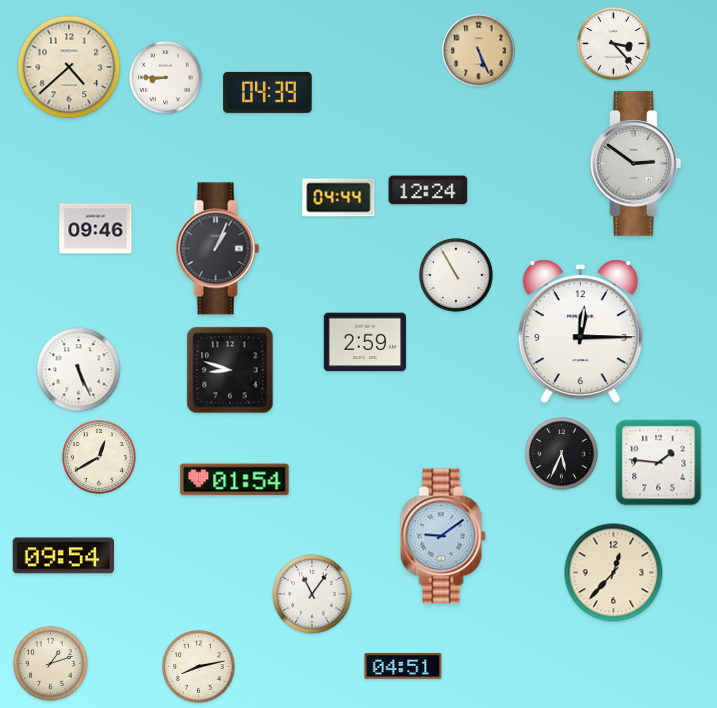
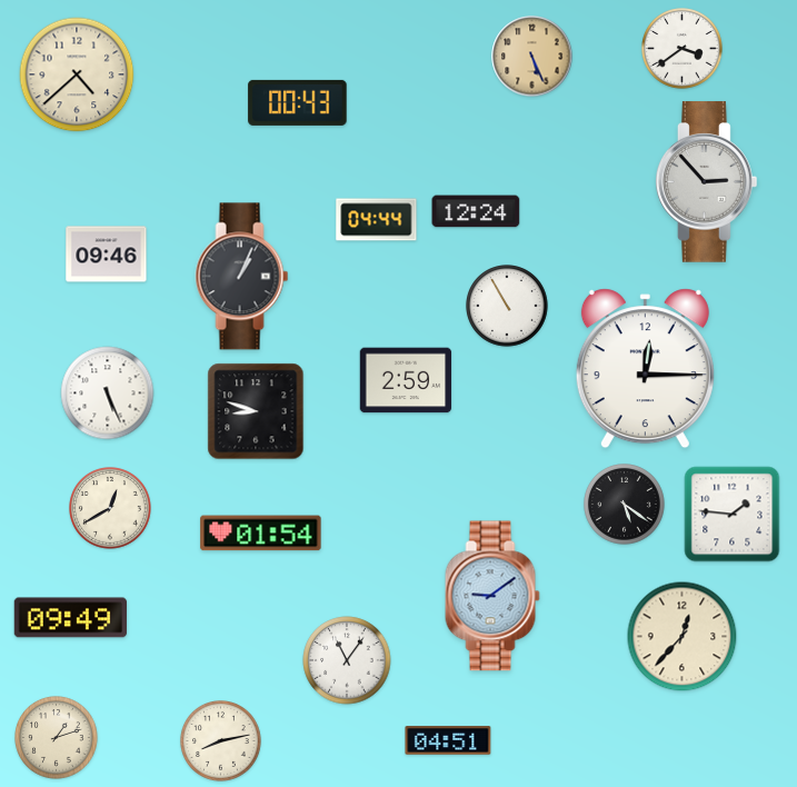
clock at (614, 44): 3:23 -> 3:39
clock at (166, 78): 8:45 -> none
clock at (268, 92): 04:39 -> 00:43
clock at (636, 164): 2:51 -> 2:53
clock at (79, 370) position: (79, 370) -> (108, 393)
clock at (562, 454): 5:34 -> 5:21
clock at (64, 556): 09:54 -> 09:49
